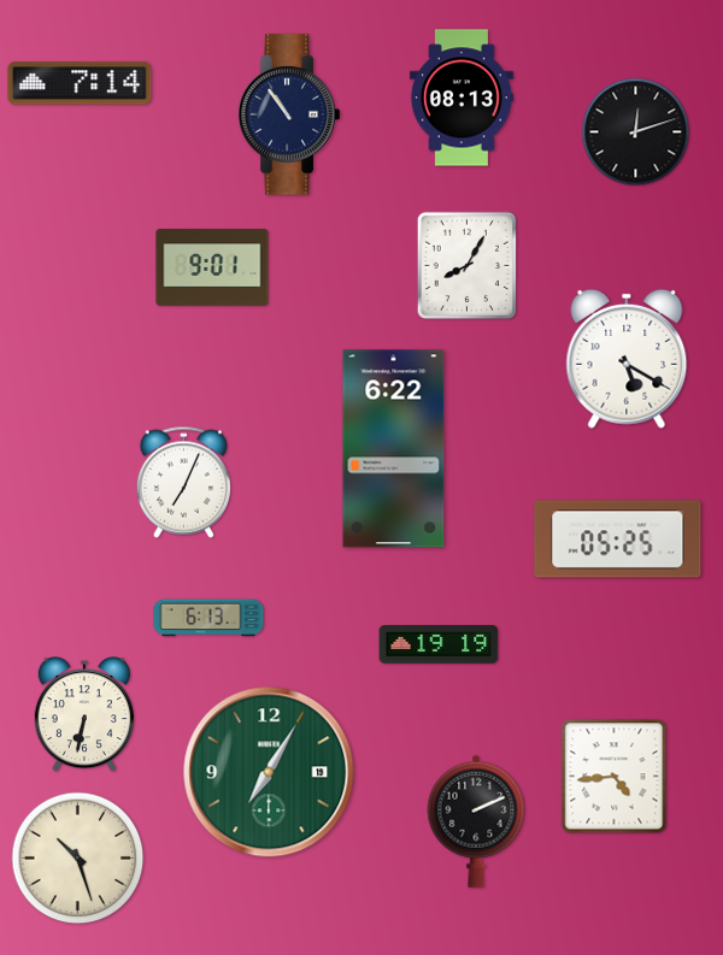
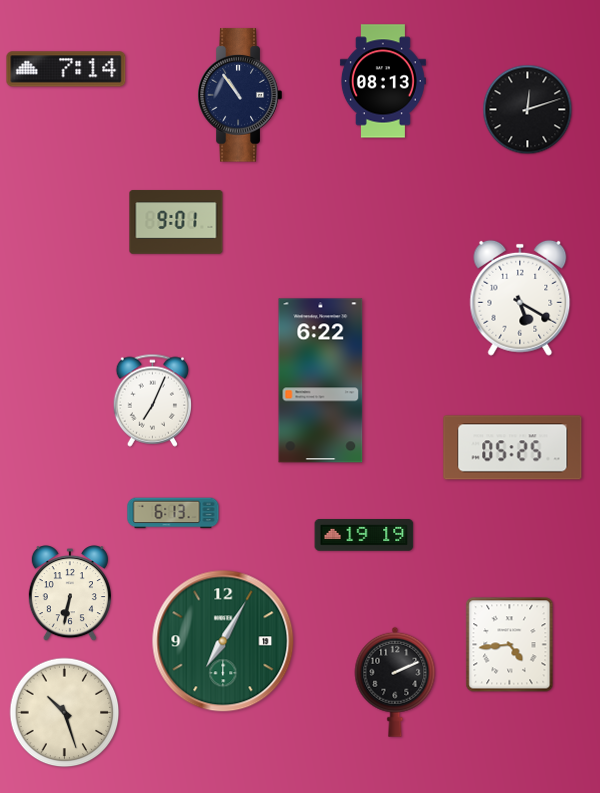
clock at (468, 266): 8:05 -> none
clock at (394, 449) position: (394, 449) -> (321, 381)
